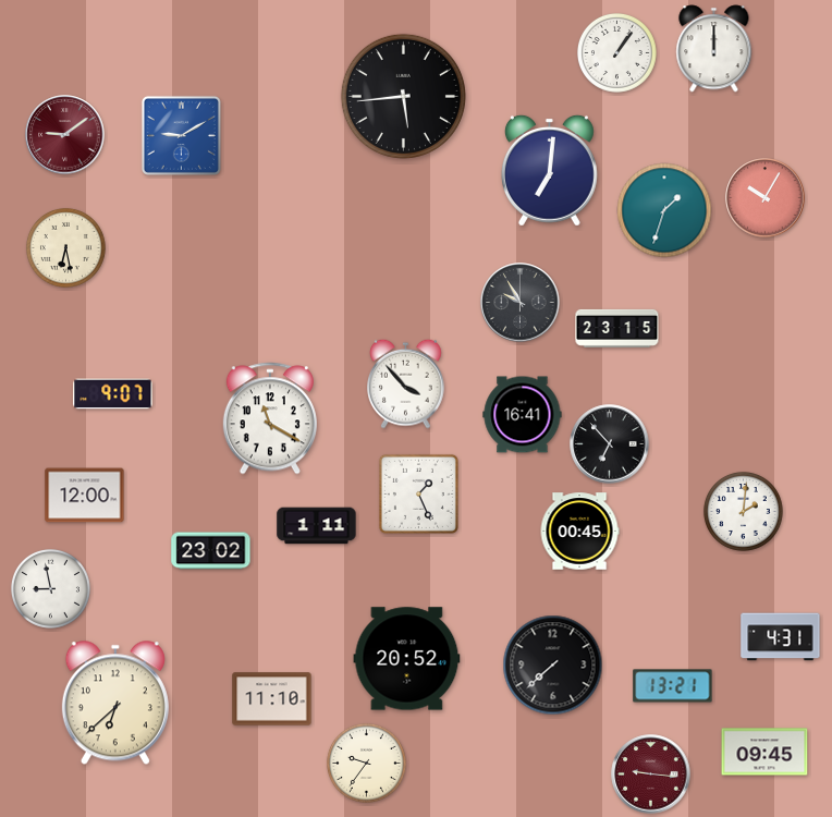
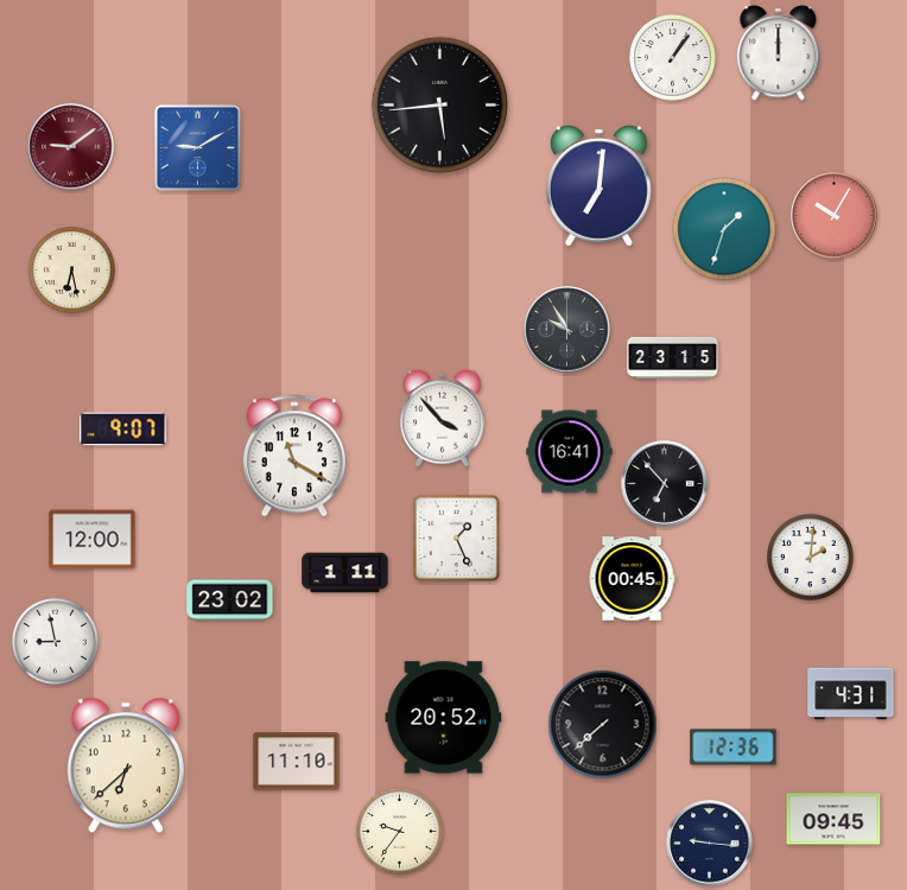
clock at (673, 686): 13:21 -> 12:36
clock at (651, 775) dial: burgundy -> navy
